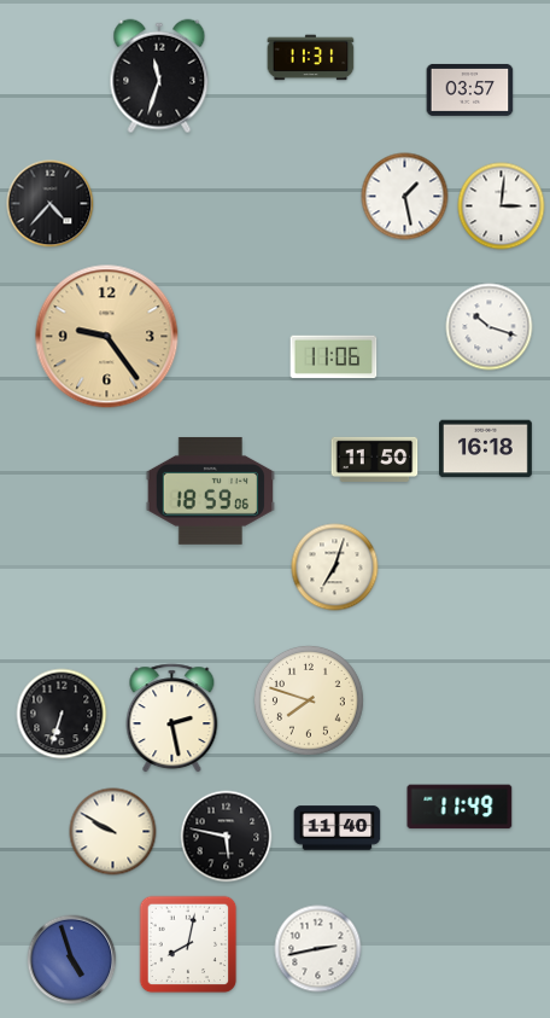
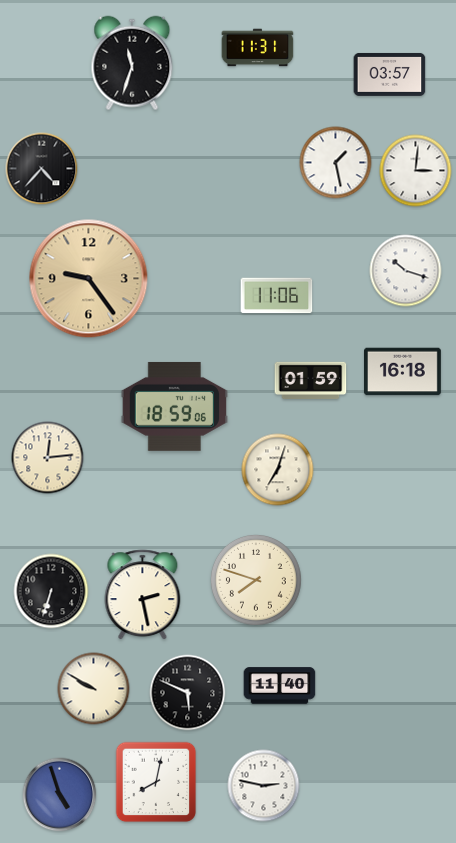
clock at (375, 459): 11:50 -> 01:59
clock at (48, 458): none -> 12:14
clock at (460, 807): 11:49 -> none
clock at (227, 837): 5:47 -> 5:49
clock at (318, 949): 2:43 -> 2:47
